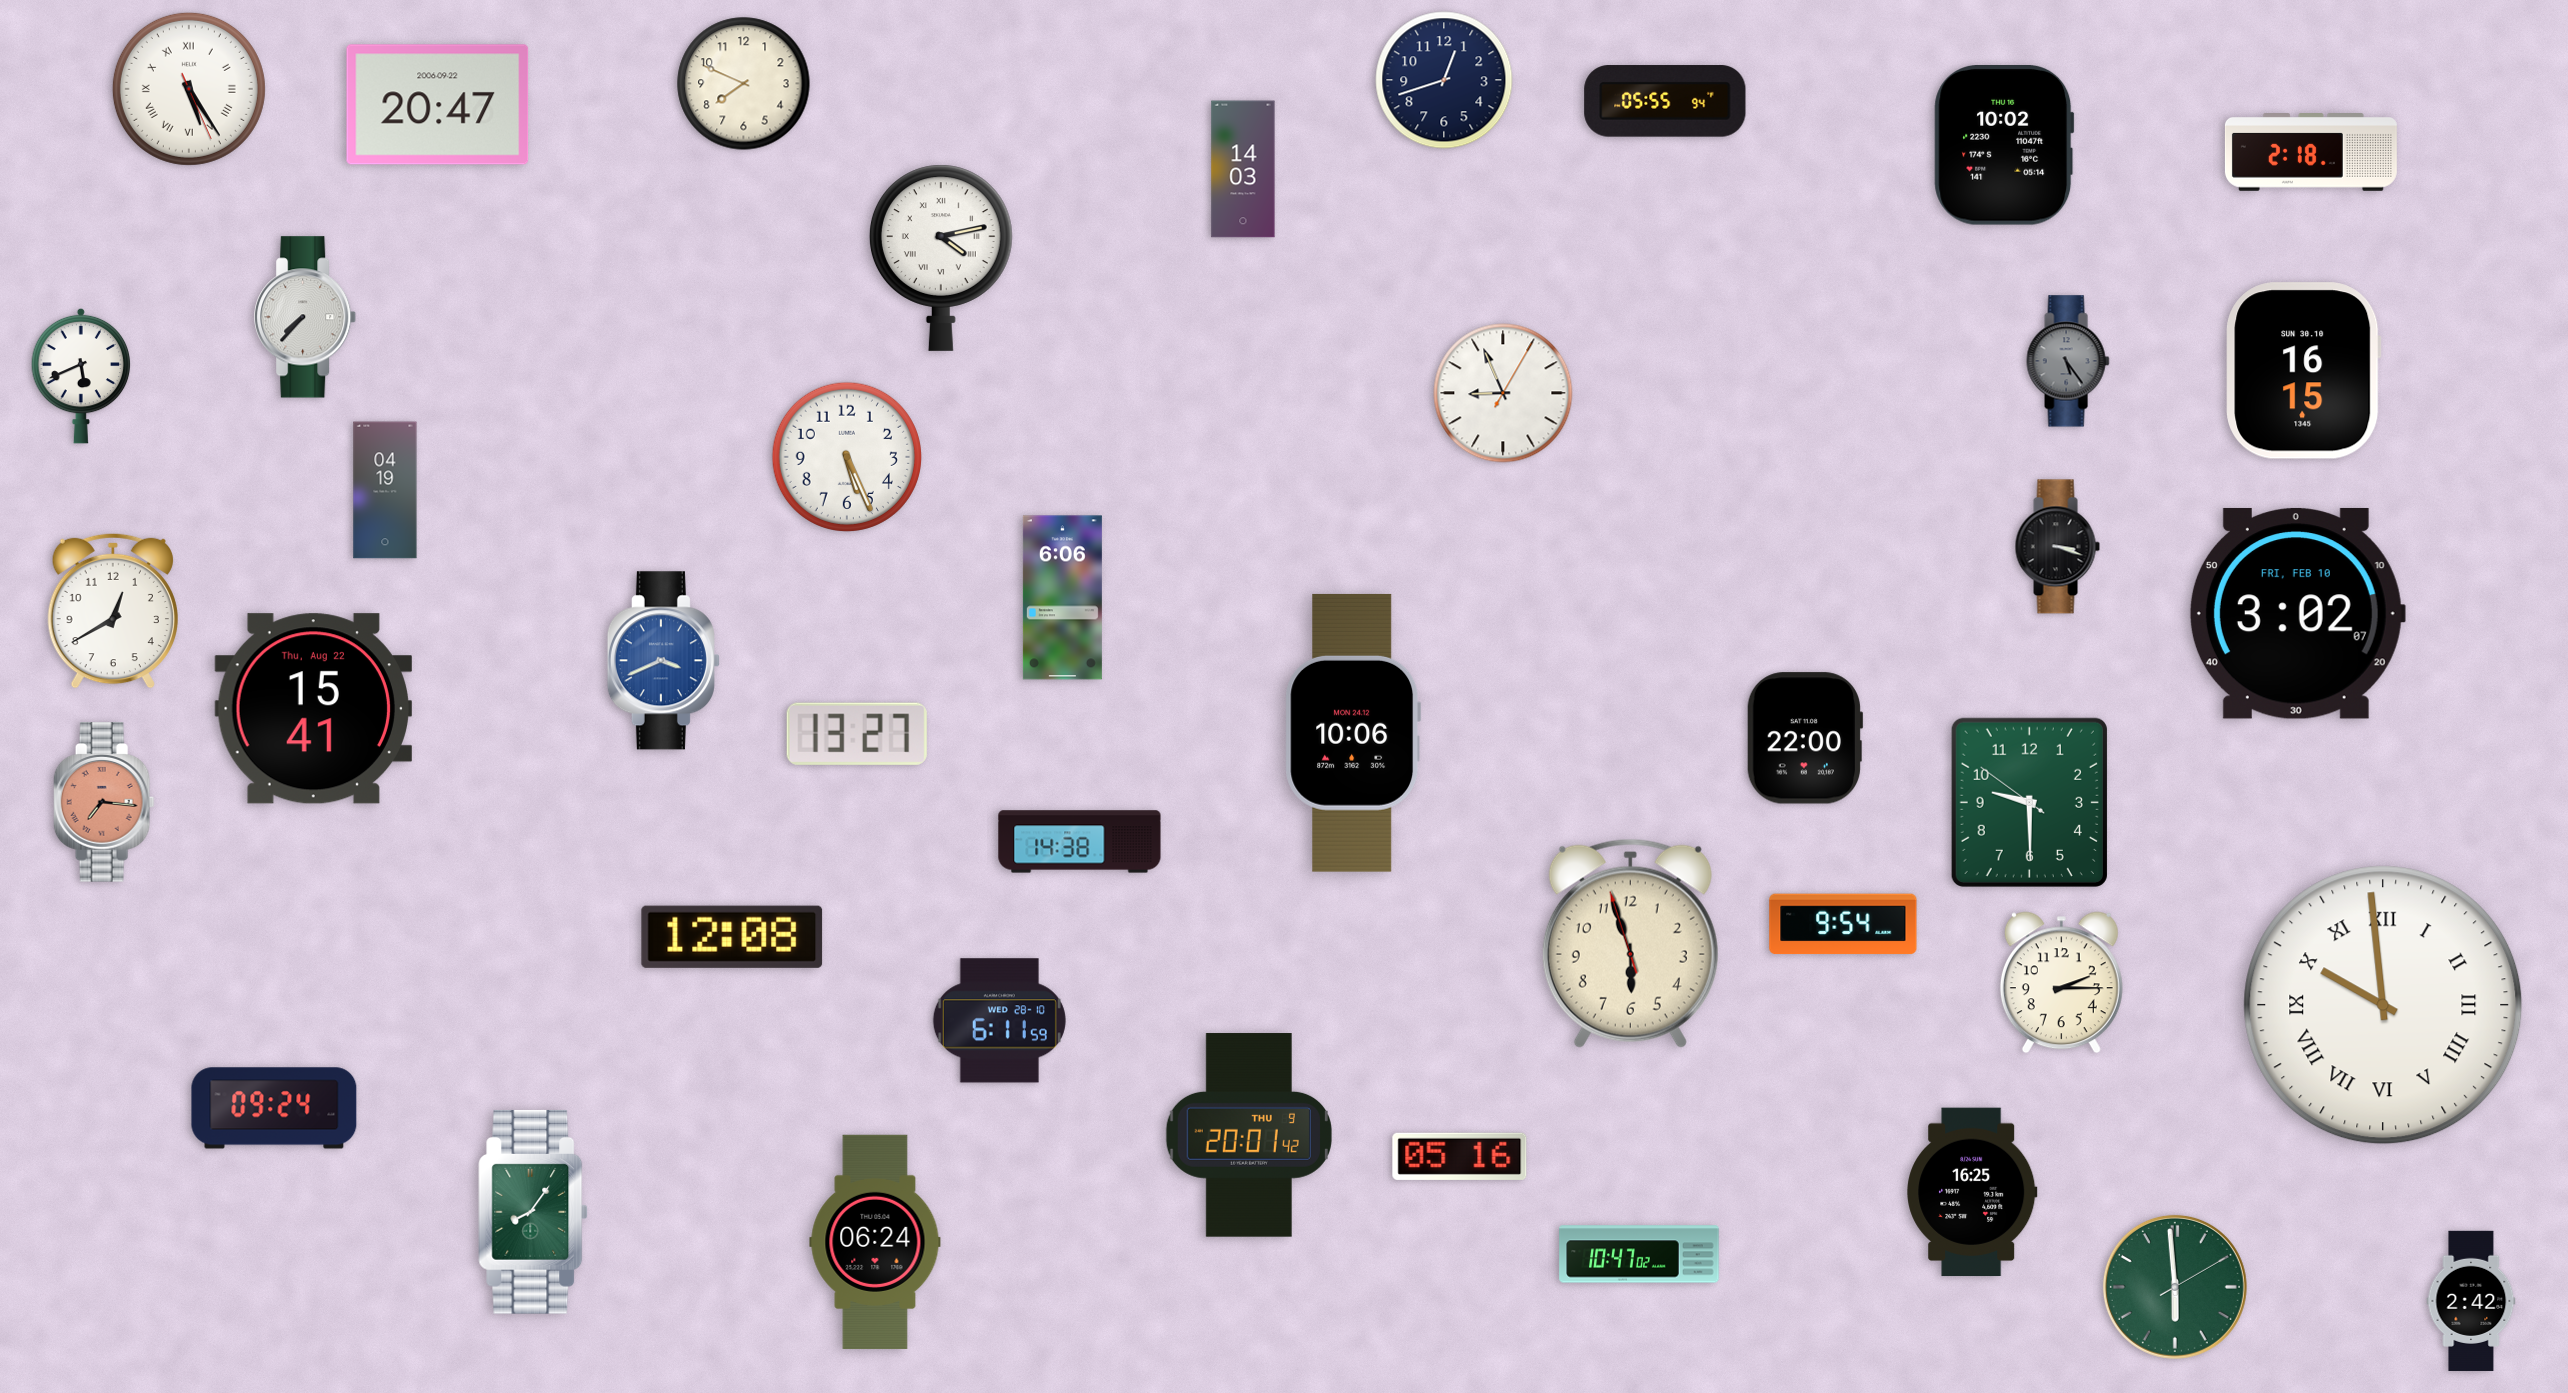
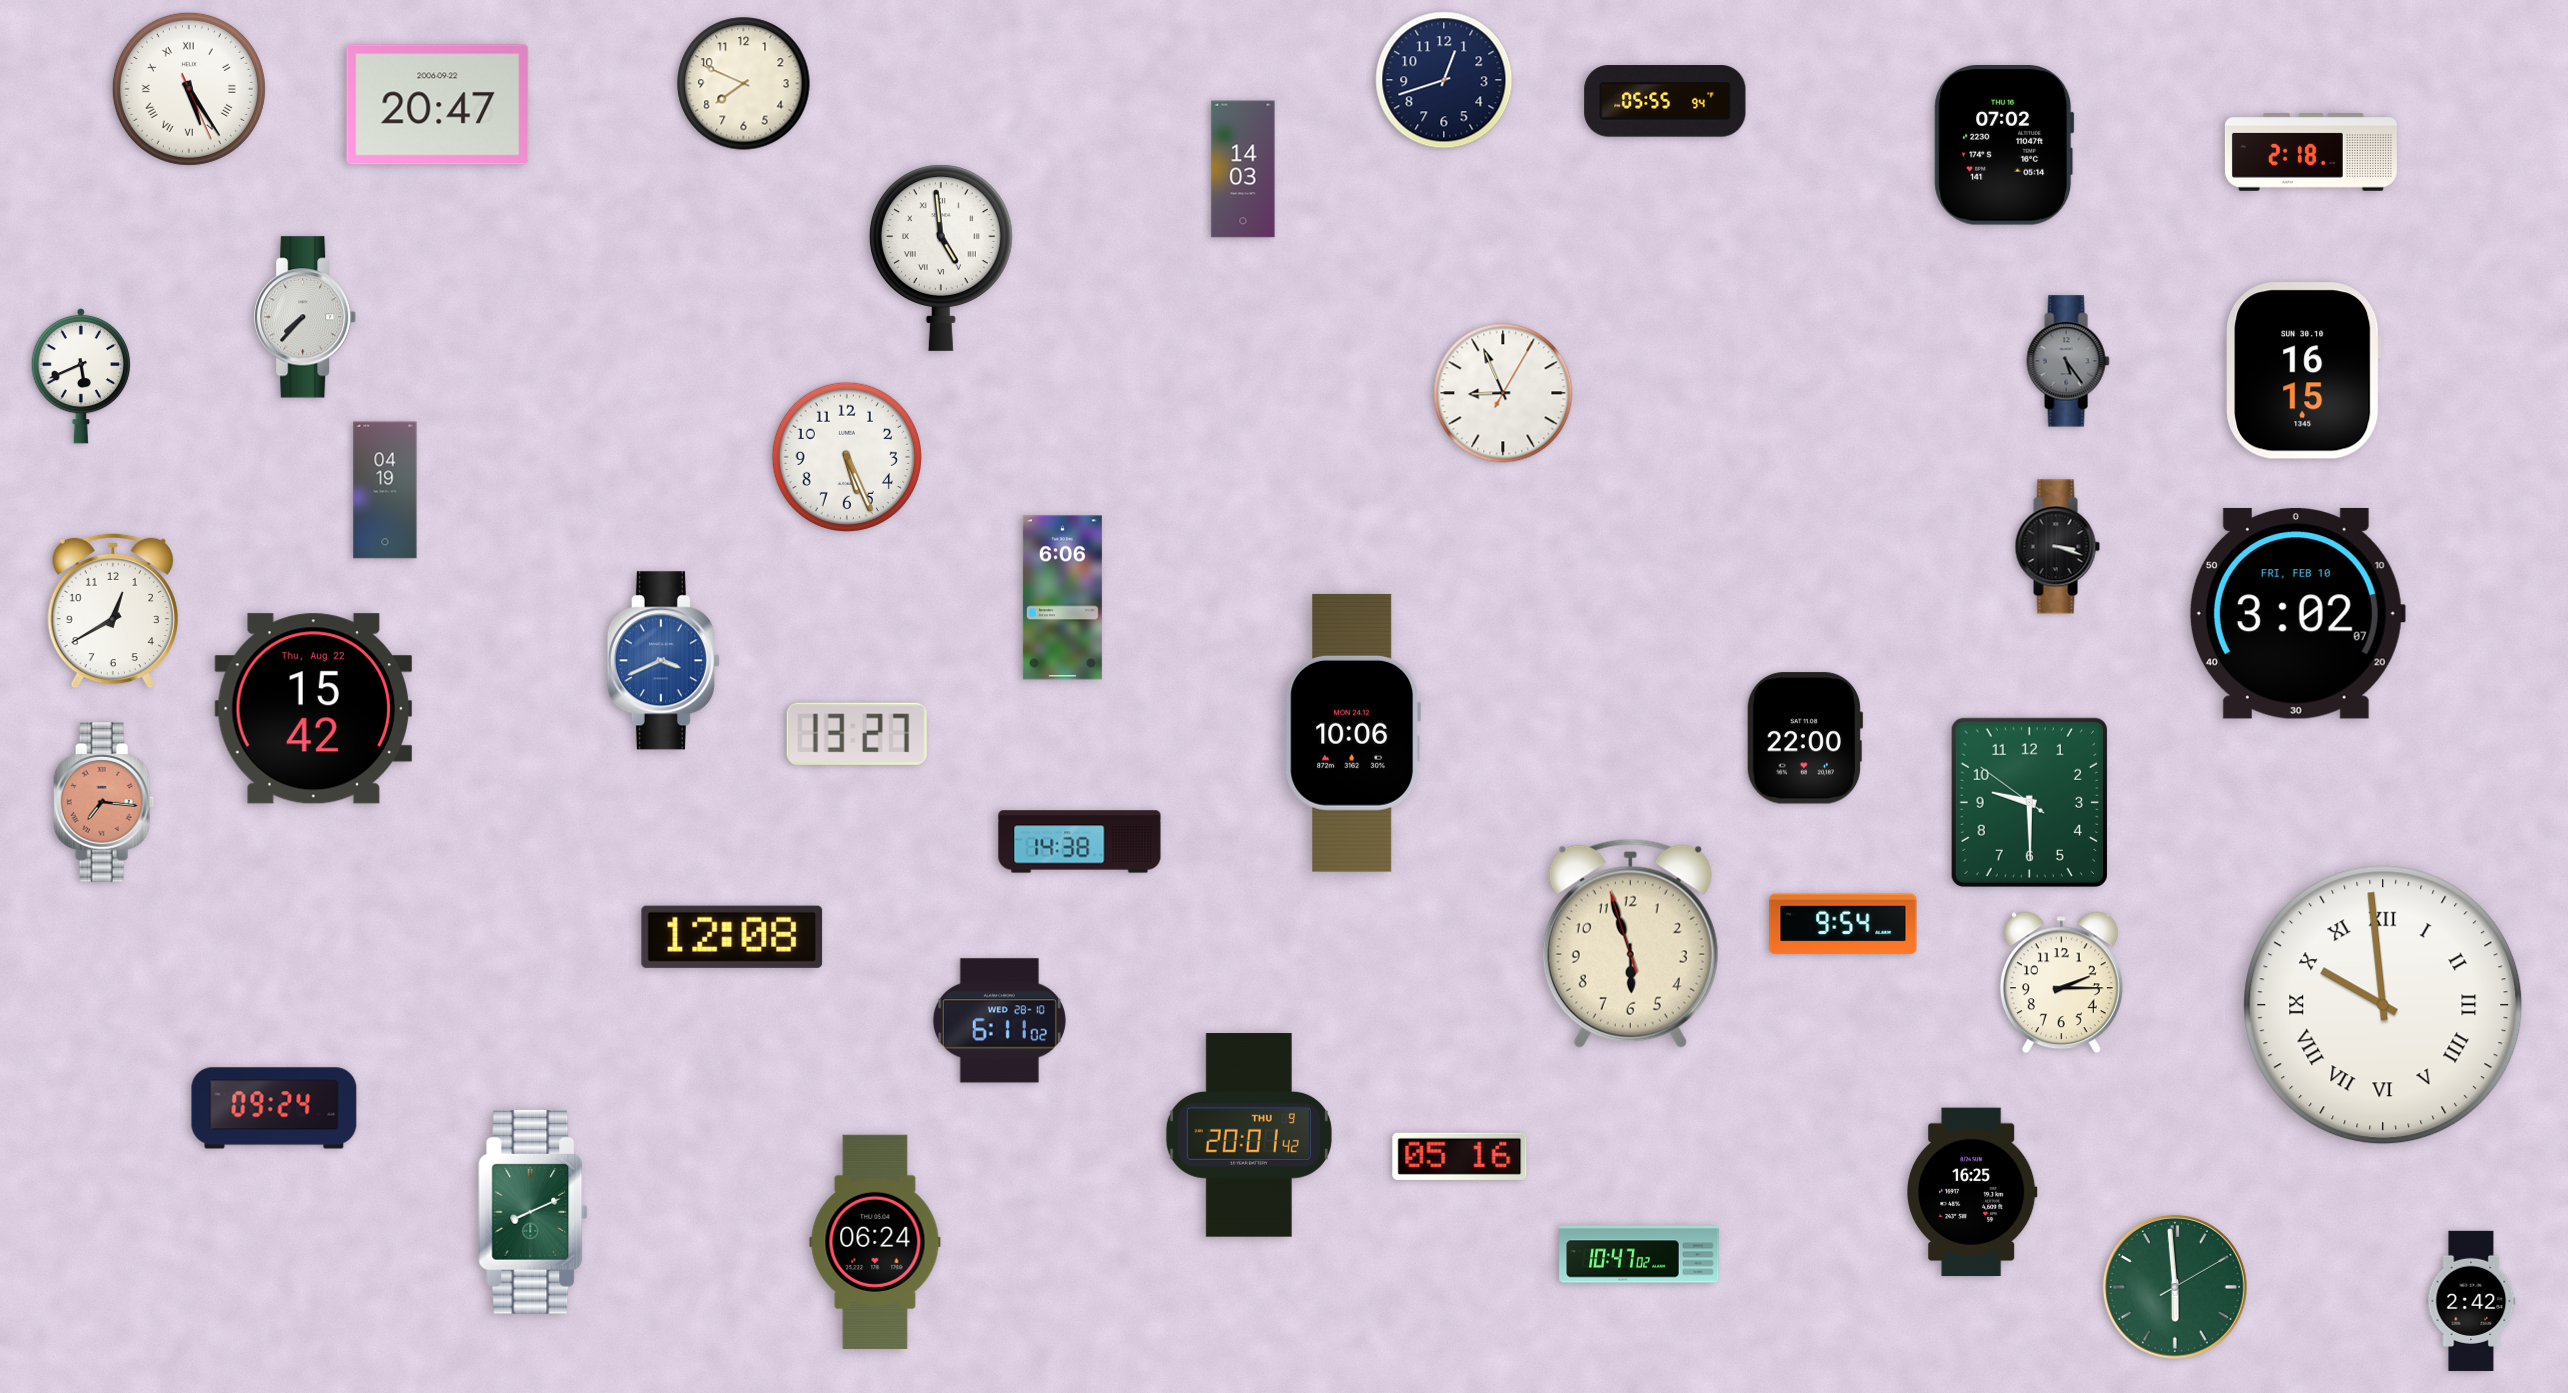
clock at (2004, 146): 10:02 -> 07:02
clock at (941, 258): 4:13 -> 4:59
clock at (313, 709): 15:41 -> 15:42
clock at (999, 1021): 6:11:59 -> 6:11:02
clock at (533, 1212): 8:06 -> 8:11
